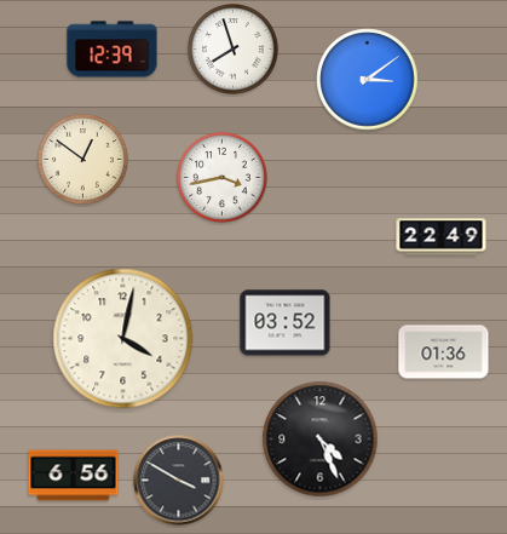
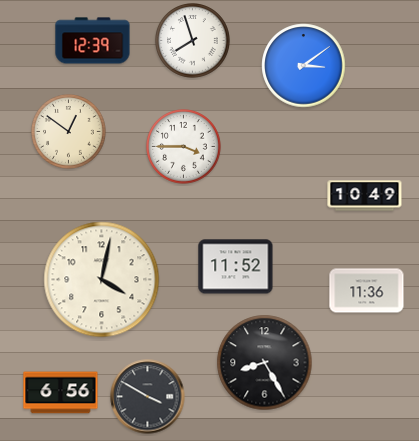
clock at (223, 178): 3:43 -> 3:45
clock at (442, 237): 22:49 -> 10:49
clock at (286, 323): 03:52 -> 11:52
clock at (444, 352): 01:36 -> 11:36
clock at (321, 440): 4:26 -> 8:25
